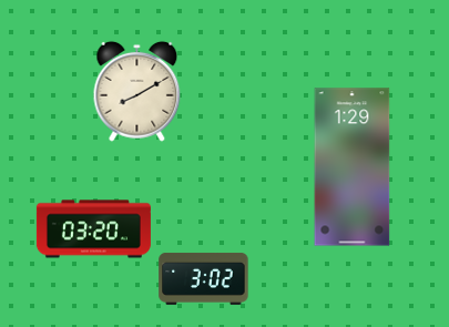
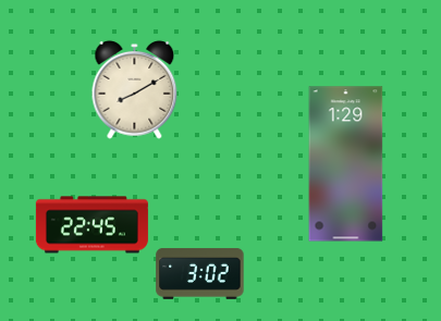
clock at (93, 229): 03:20 -> 22:45
